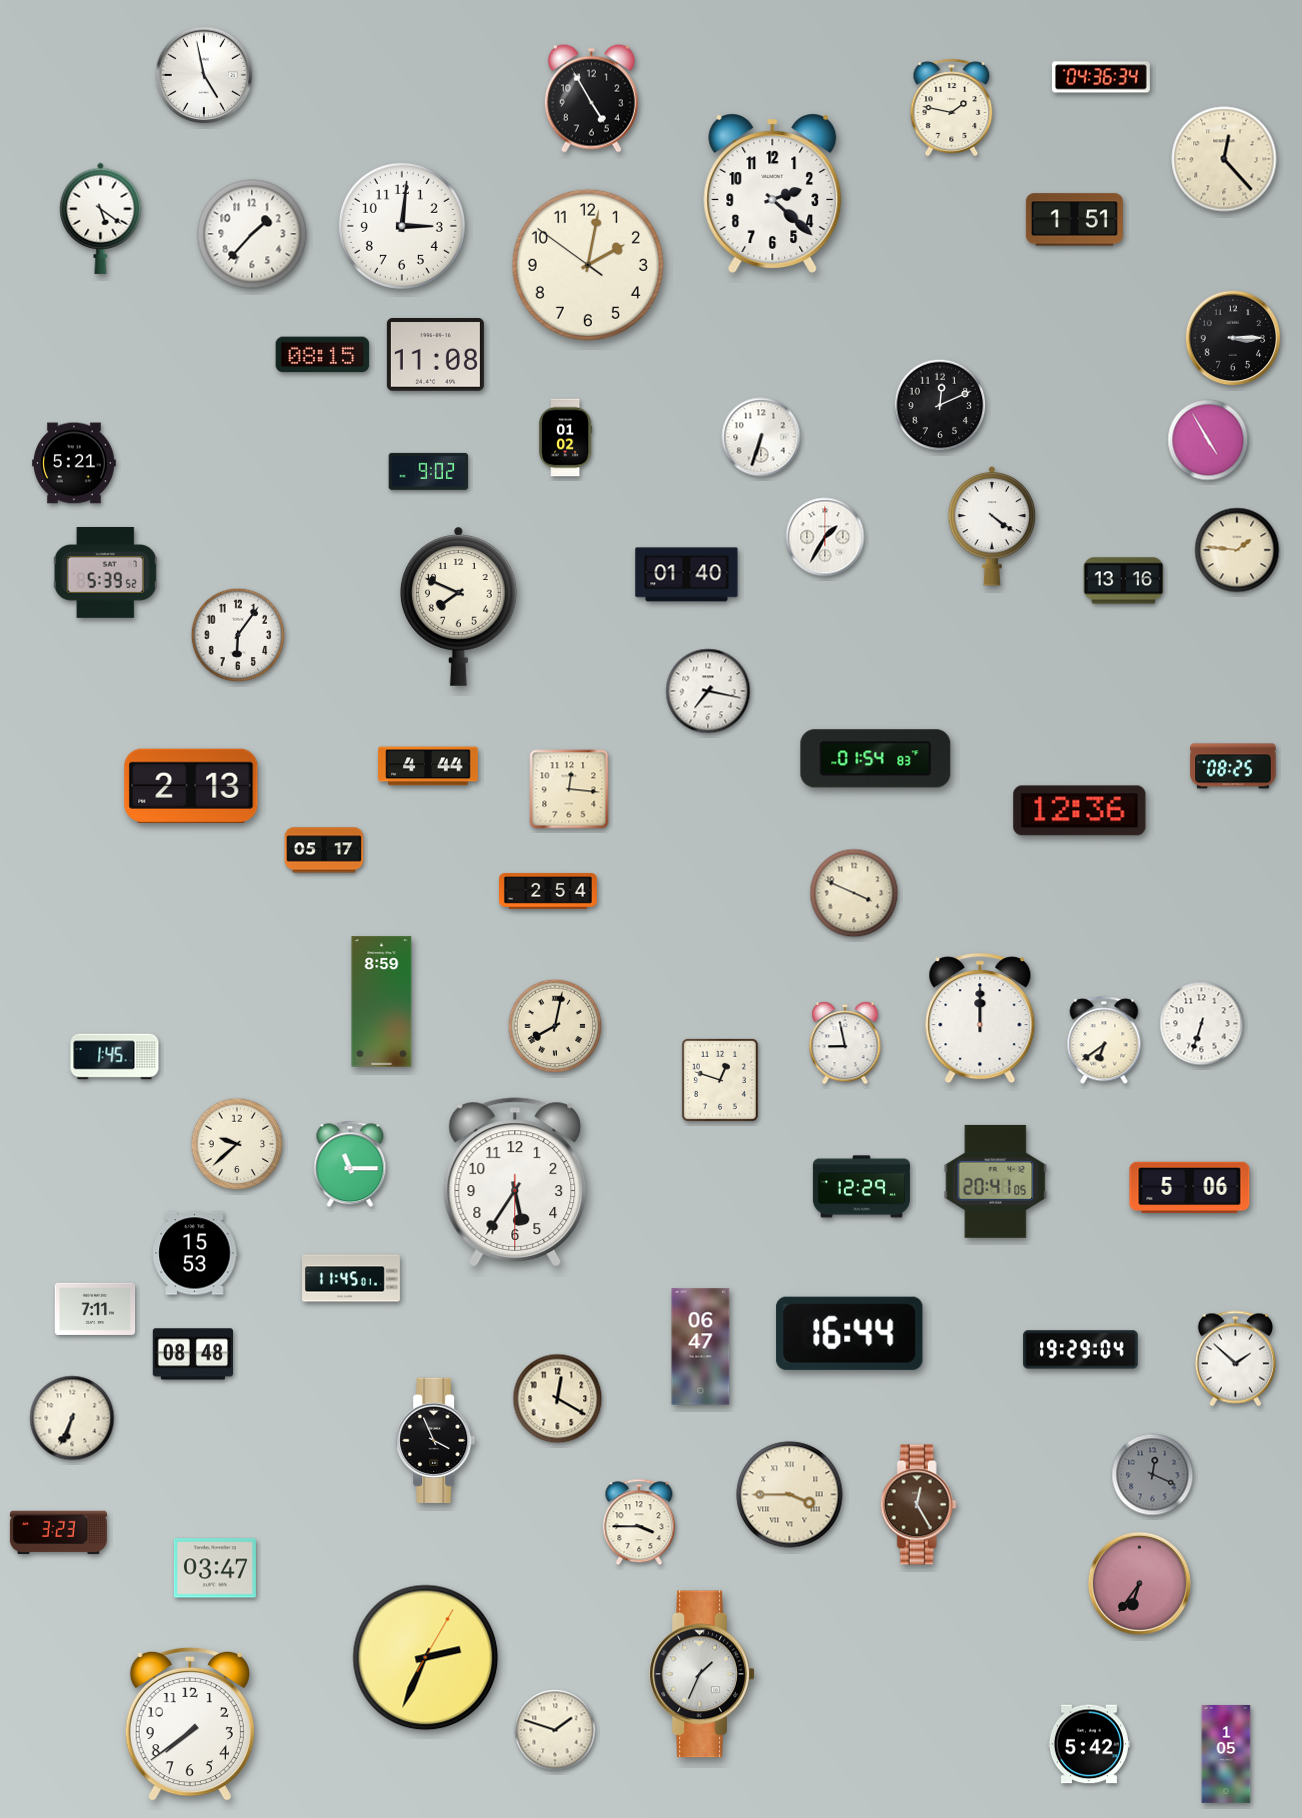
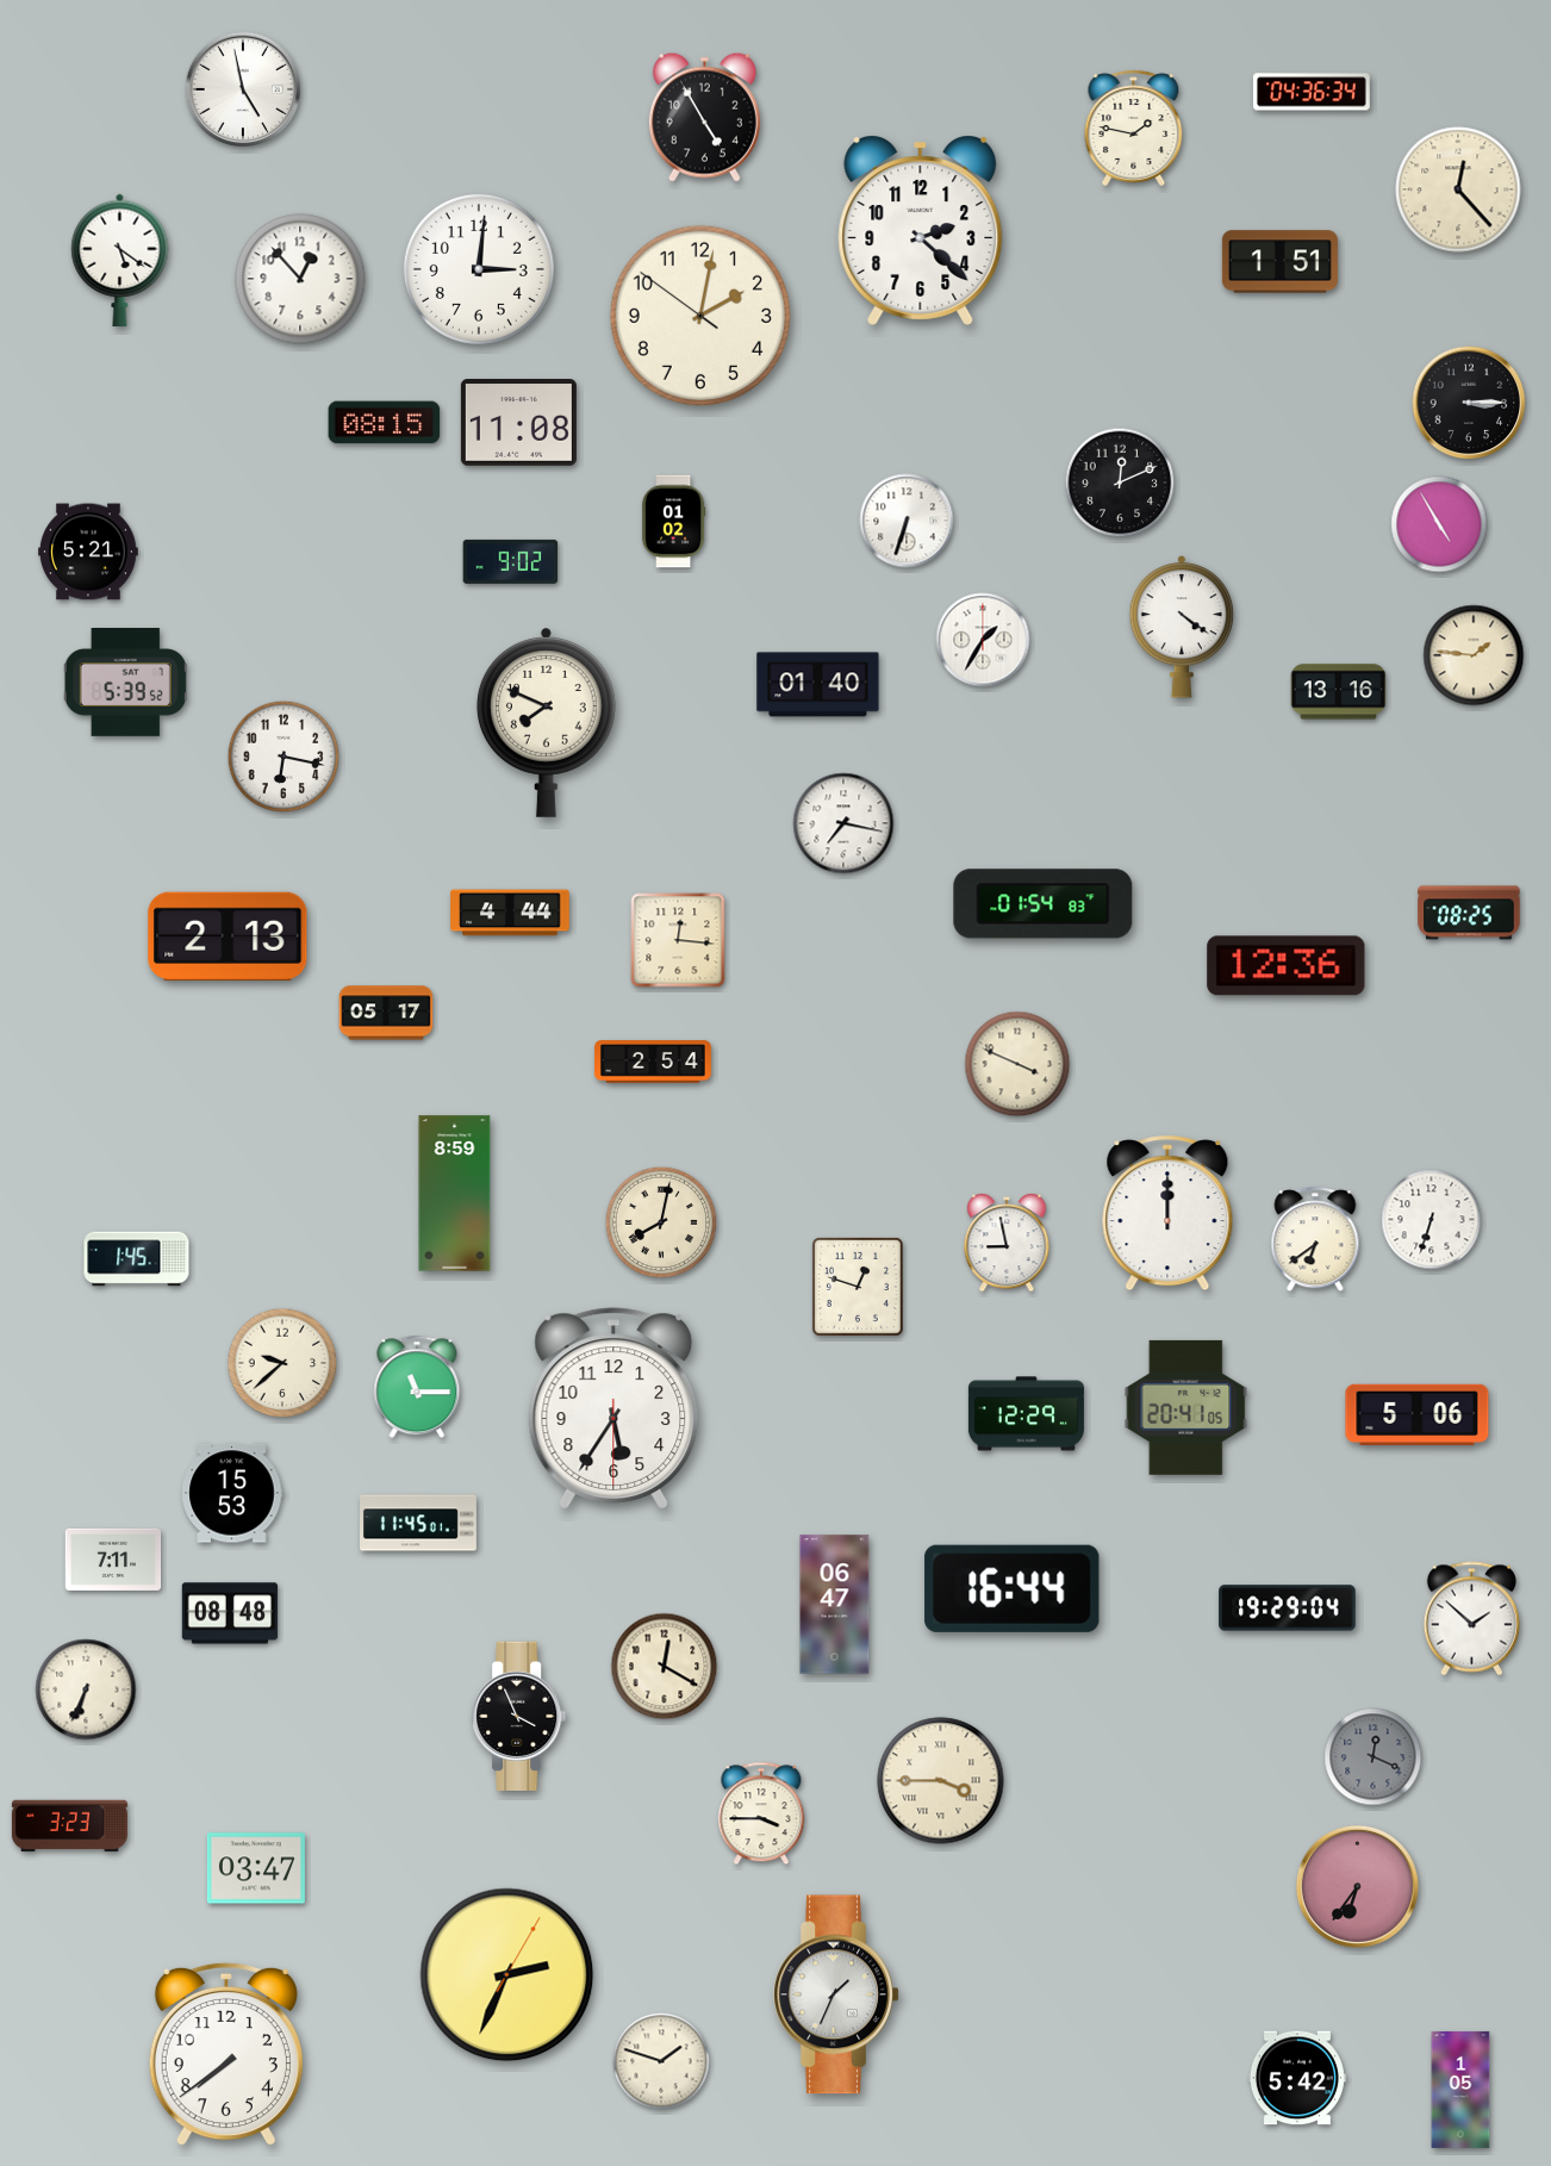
clock at (252, 234): 1:37 -> 12:53
clock at (238, 635): 6:06 -> 6:17
clock at (918, 1505): 12:25 -> none
